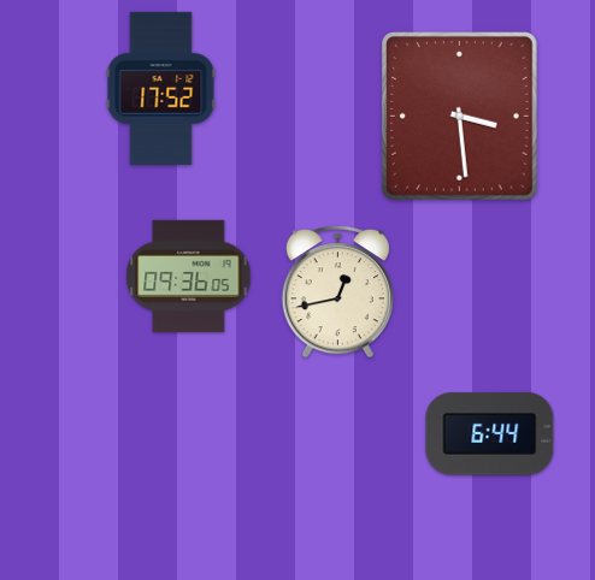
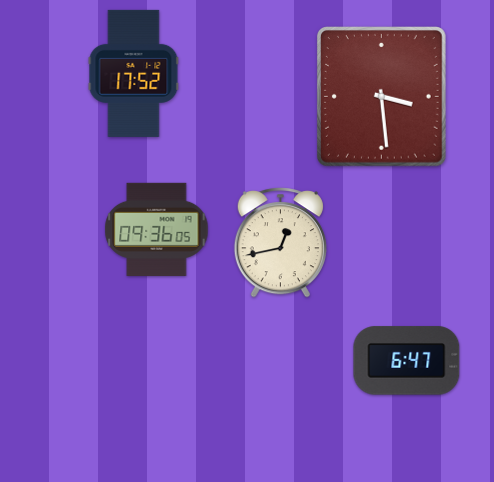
clock at (490, 434): 6:44 -> 6:47
